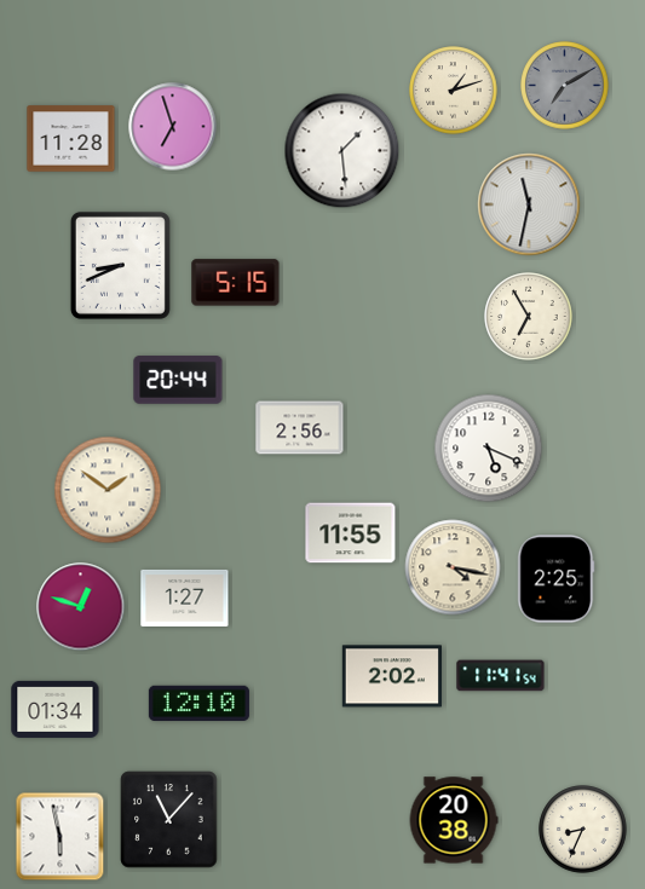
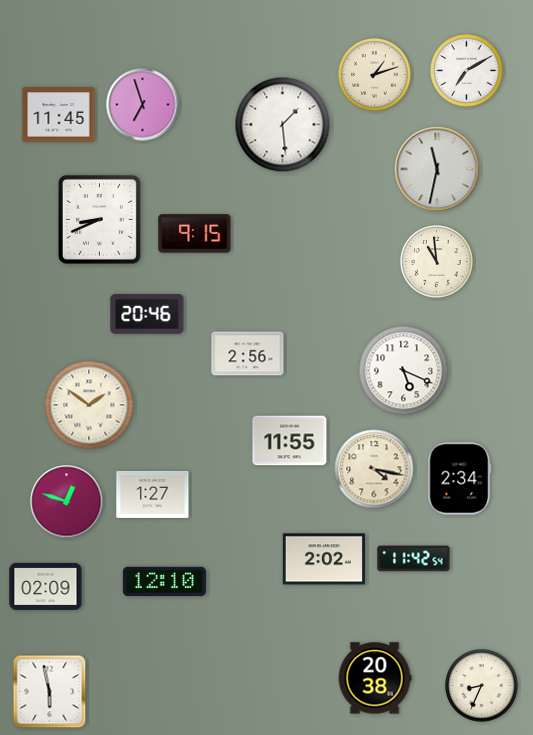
clock at (565, 86) dial: grey -> white
clock at (71, 139): 11:28 -> 11:45
clock at (236, 283): 5:15 -> 9:15
clock at (529, 317): 6:55 -> 10:59
clock at (178, 380): 20:44 -> 20:46
clock at (557, 579): 2:25 -> 2:34
clock at (501, 676): 11:41 -> 11:42
clock at (56, 709): 01:34 -> 02:09
clock at (169, 820): 11:07 -> none
